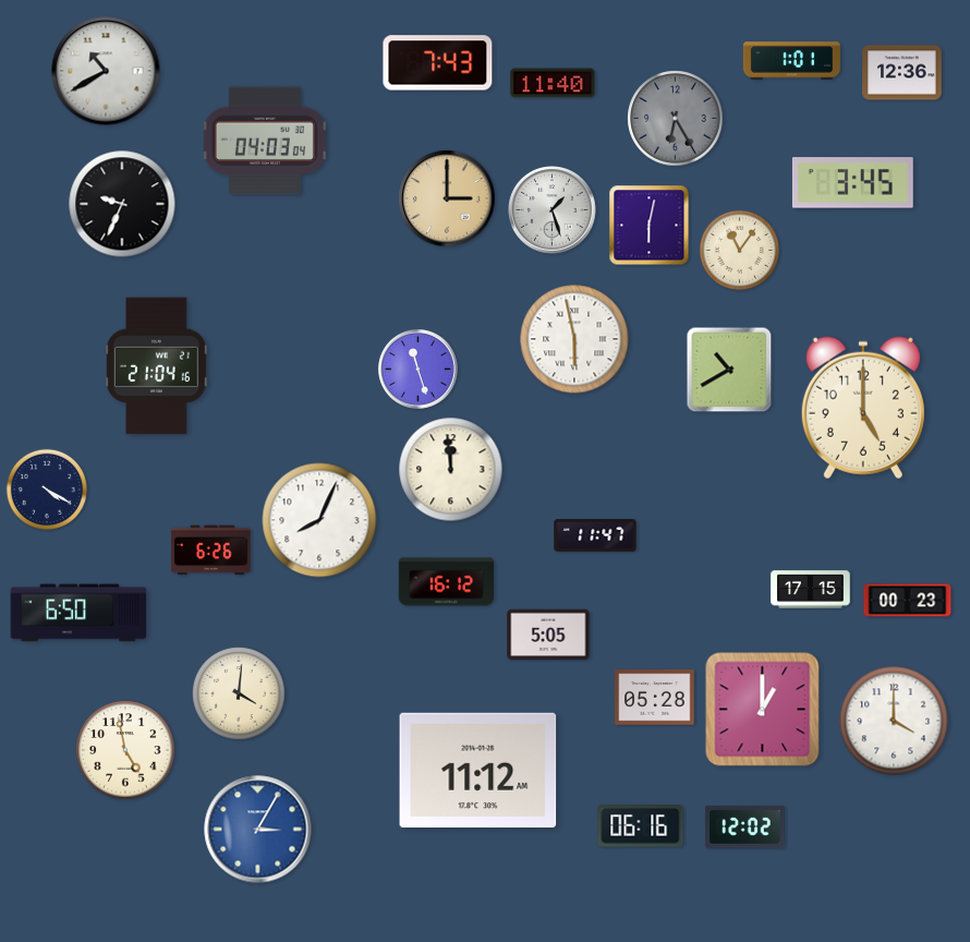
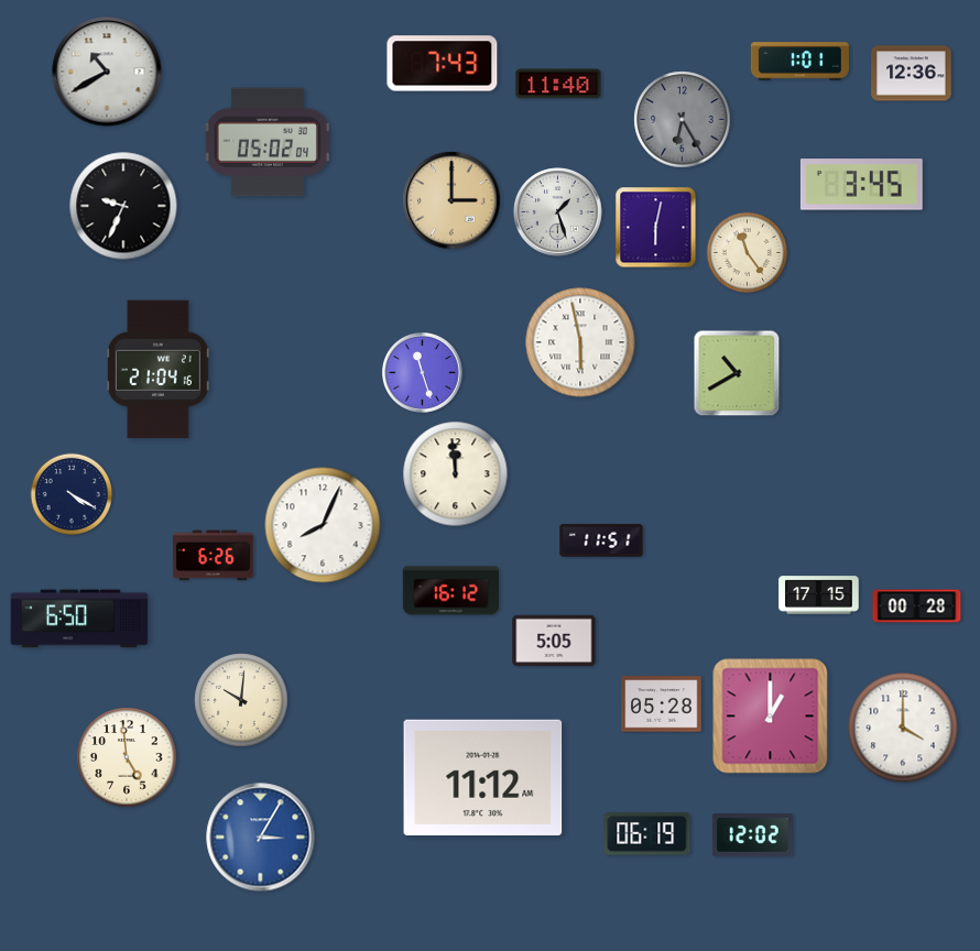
clock at (265, 141): 04:03 -> 05:02
clock at (739, 250): 11:06 -> 11:24
clock at (863, 408): 5:00 -> none
clock at (46, 488) position: (46, 488) -> (70, 493)
clock at (595, 535): 11:47 -> 11:51
clock at (446, 582) position: (446, 582) -> (450, 591)
clock at (908, 601): 00:23 -> 00:28
clock at (239, 693): 4:01 -> 10:01
clock at (125, 750): 4:58 -> 4:59
clock at (641, 826): 06:16 -> 06:19
